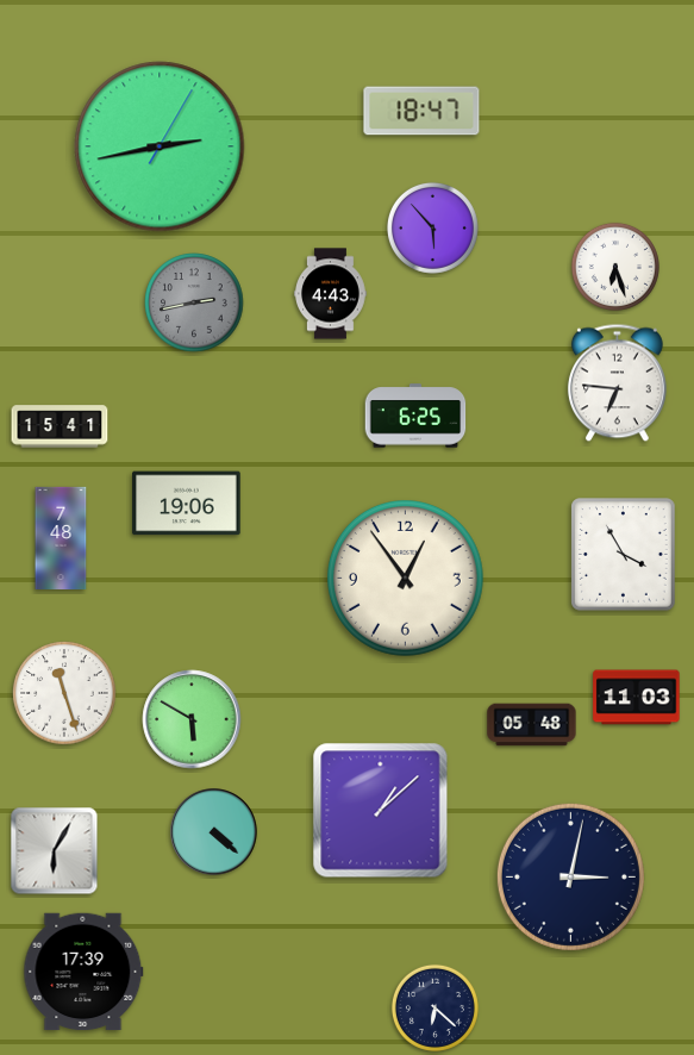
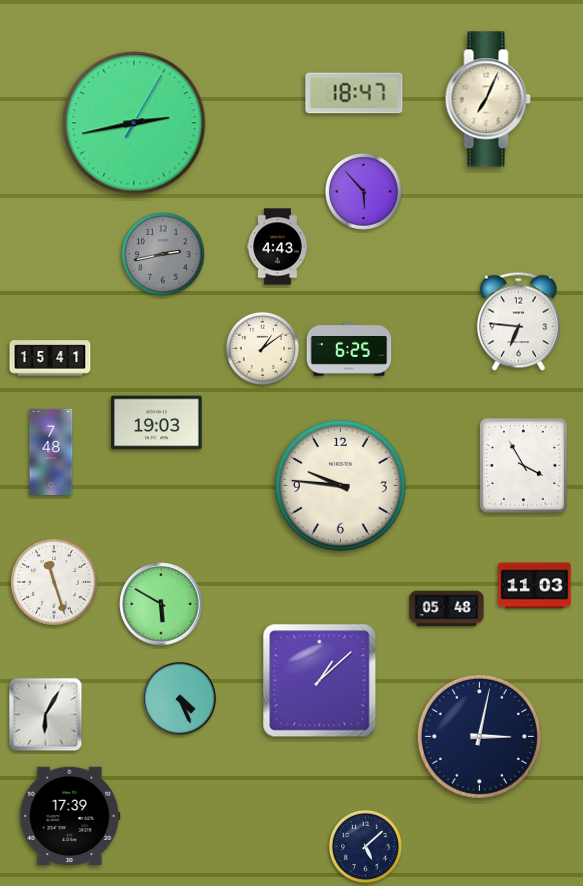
clock at (488, 99): none -> 7:04
clock at (615, 267): 6:27 -> none
clock at (262, 348): none -> 1:09
clock at (187, 504): 19:06 -> 19:03
clock at (406, 579): 12:54 -> 9:46
clock at (214, 832): 4:22 -> 4:26
clock at (434, 1007): 6:22 -> 5:08
